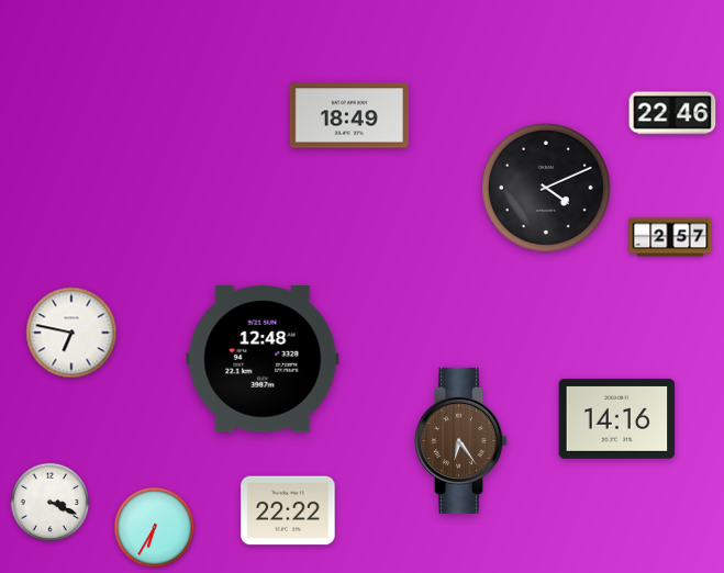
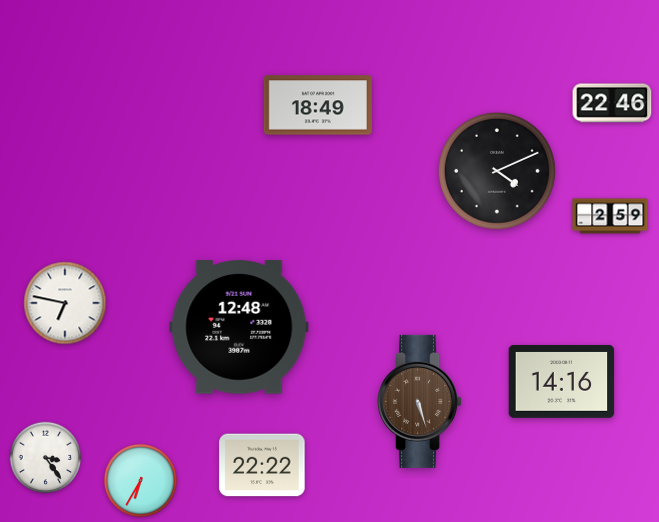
clock at (670, 237): 2:57 -> 2:59
clock at (461, 440): 6:24 -> 5:27
clock at (51, 503): 3:19 -> 3:24
